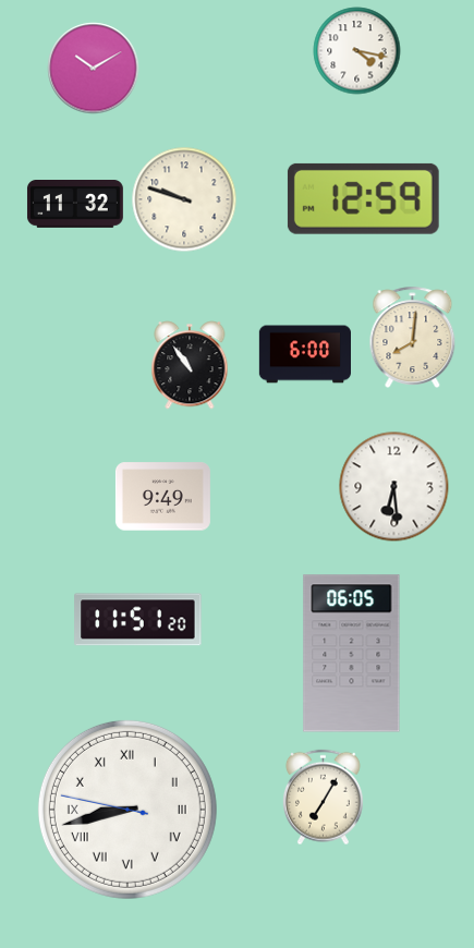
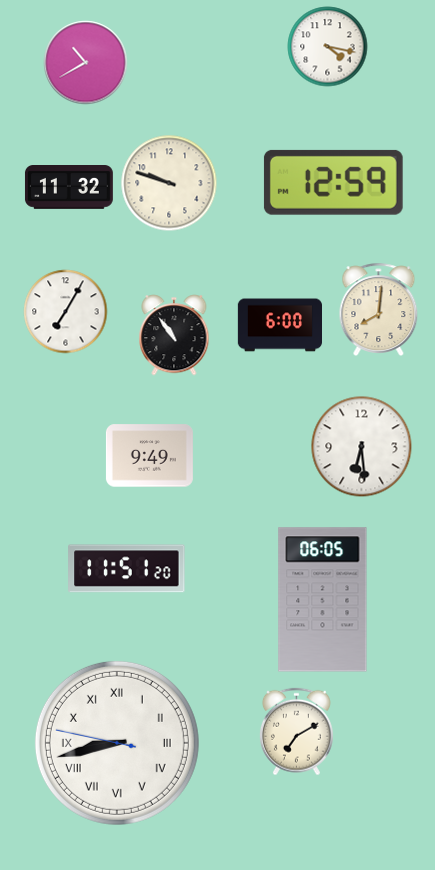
clock at (94, 69): 10:10 -> 10:40
clock at (66, 312): none -> 7:05
clock at (324, 798): 7:05 -> 7:10
